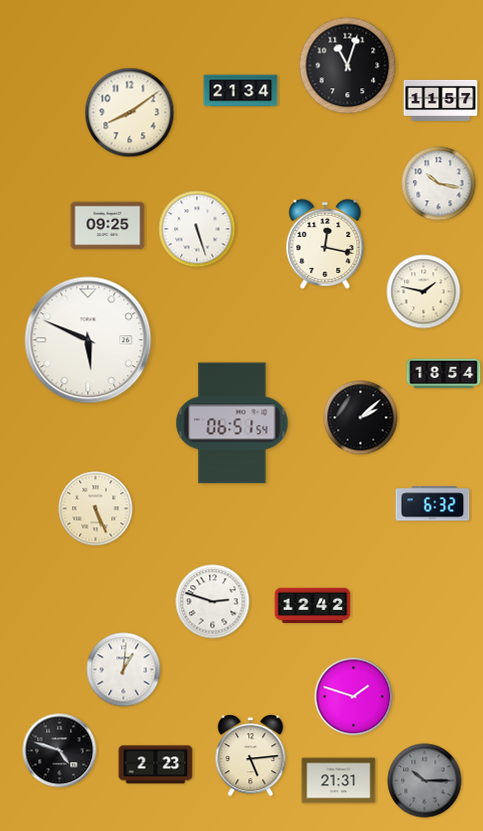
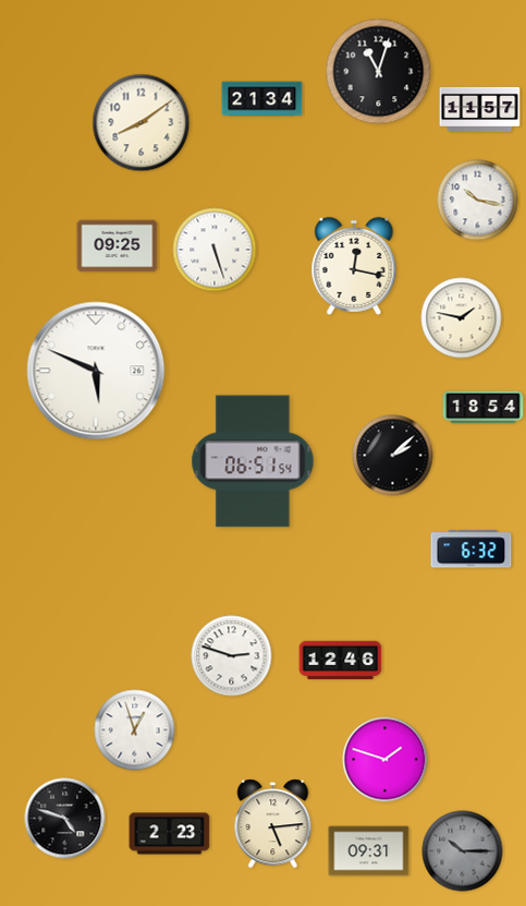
clock at (96, 509): 5:26 -> none
clock at (313, 606): 12:42 -> 12:46
clock at (124, 670): 1:01 -> 12:57
clock at (339, 781): 21:31 -> 09:31
